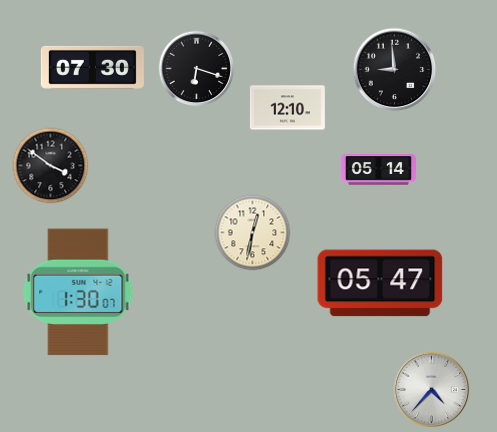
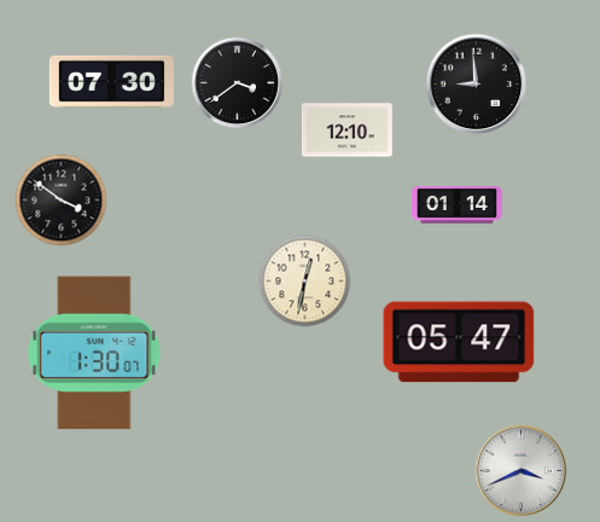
clock at (197, 69): 6:18 -> 3:39
clock at (378, 170): 05:14 -> 01:14
clock at (432, 390): 4:37 -> 3:41
